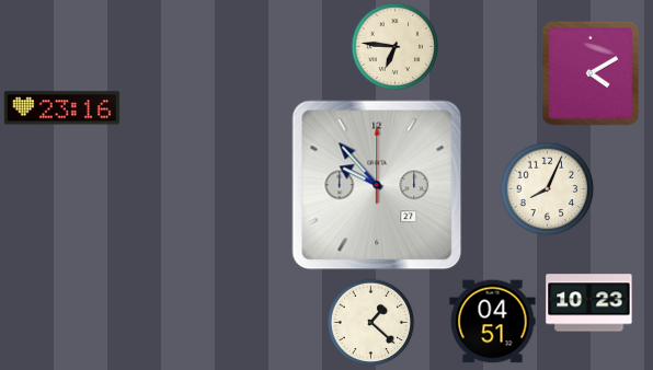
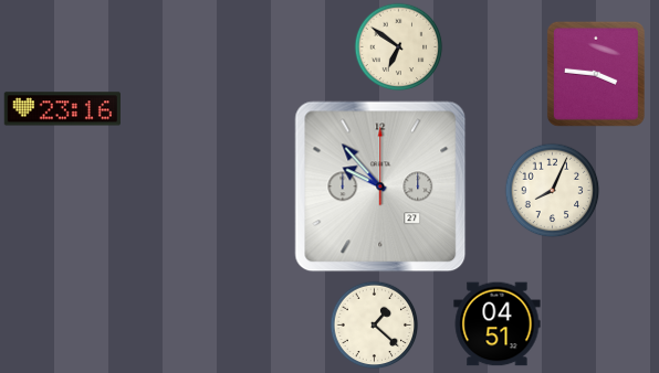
clock at (394, 46): 6:46 -> 6:51
clock at (591, 73): 4:10 -> 3:46
clock at (589, 303): 10:23 -> none
